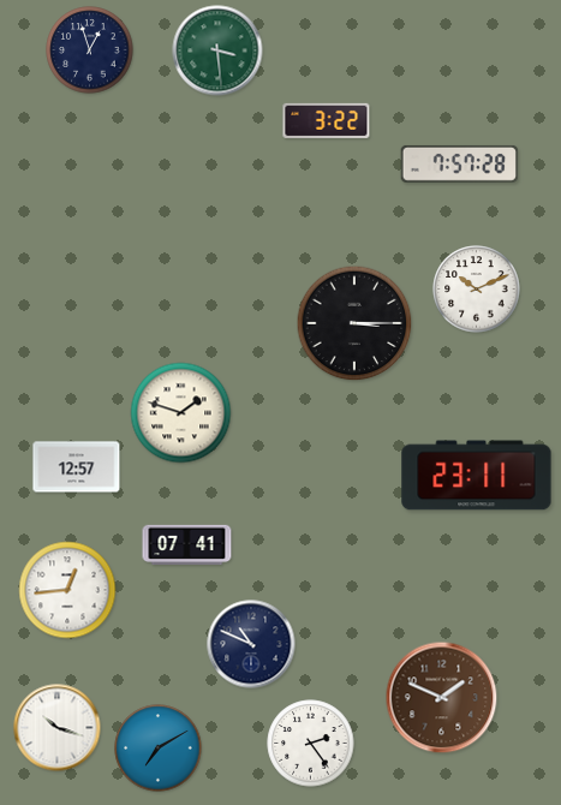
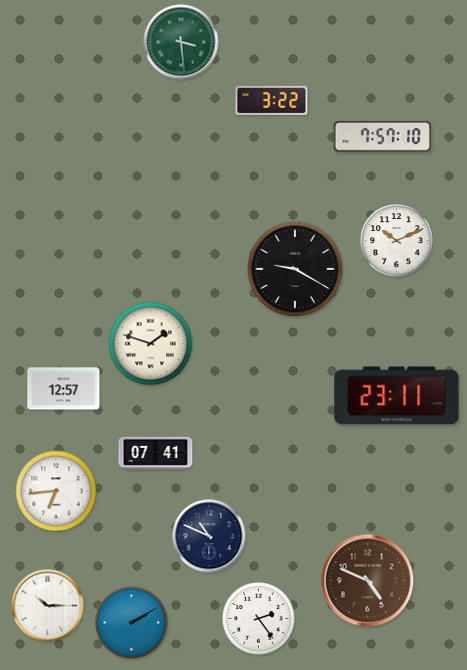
clock at (90, 50): 12:57 -> none
clock at (460, 163): 7:57:28 -> 7:57:10
clock at (354, 323): 3:15 -> 9:20
clock at (67, 590): 12:44 -> 6:44
clock at (442, 698): 1:49 -> 4:49
clock at (58, 728): 10:18 -> 10:15
clock at (159, 749): 7:10 -> 2:10
